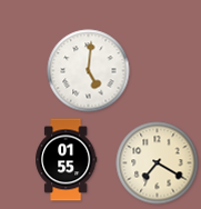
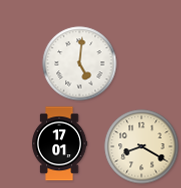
clock at (67, 160): 01:55 -> 17:01
clock at (158, 163): 7:20 -> 8:20
